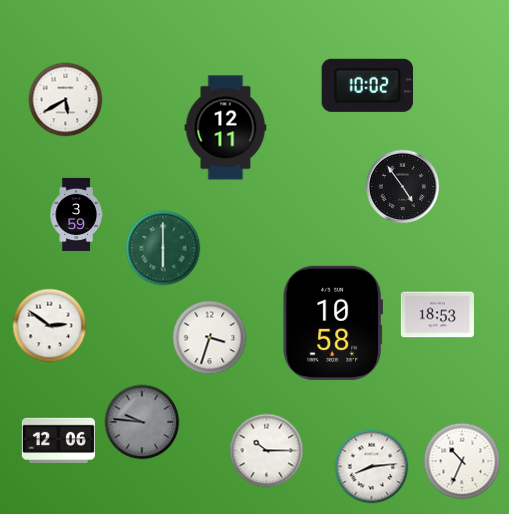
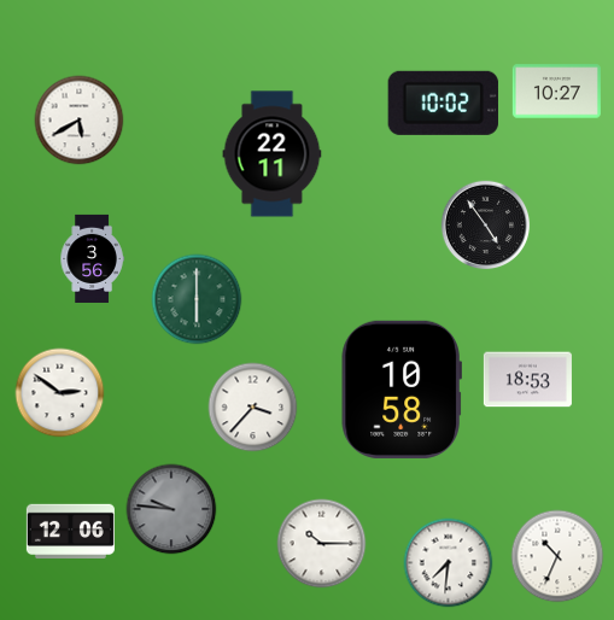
clock at (556, 92): none -> 10:27
clock at (226, 128): 12:11 -> 22:11
clock at (76, 214): 3:59 -> 3:56
clock at (210, 338): 3:33 -> 3:37
clock at (372, 467): 8:14 -> 7:31
